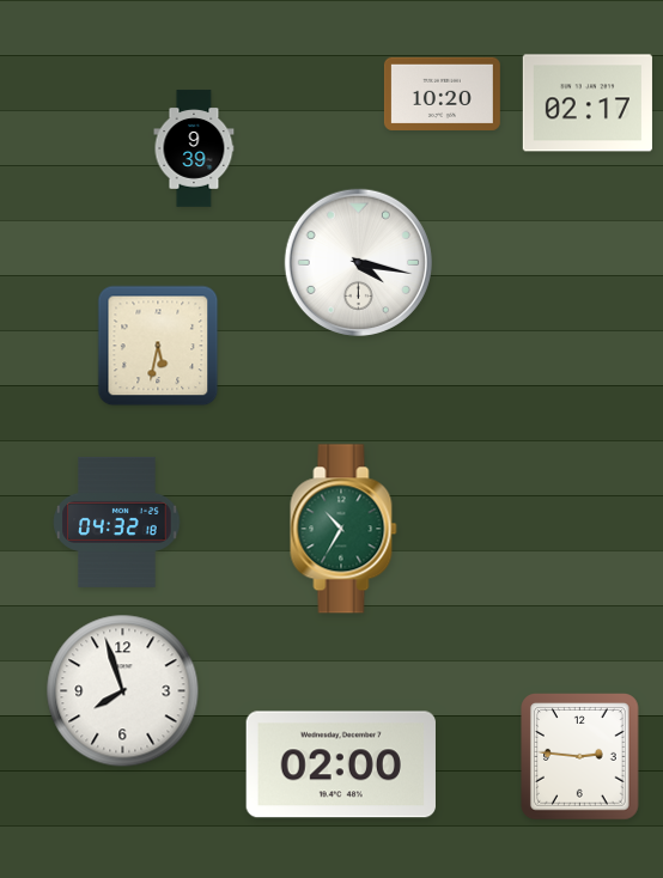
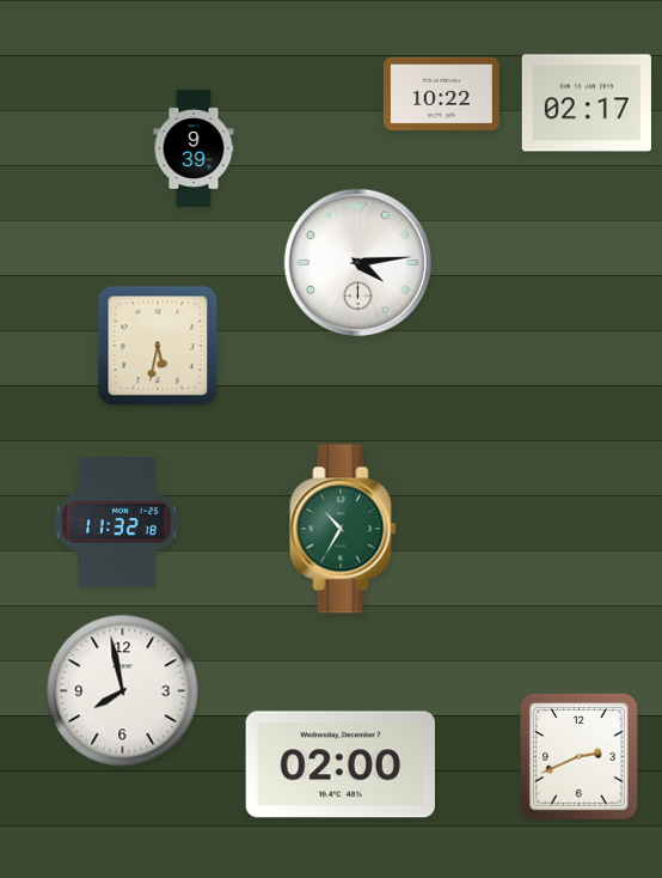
clock at (442, 93): 10:20 -> 10:22
clock at (358, 262): 4:17 -> 4:14
clock at (117, 522): 04:32 -> 11:32
clock at (123, 691): 7:57 -> 7:58
clock at (580, 757): 2:46 -> 2:41
